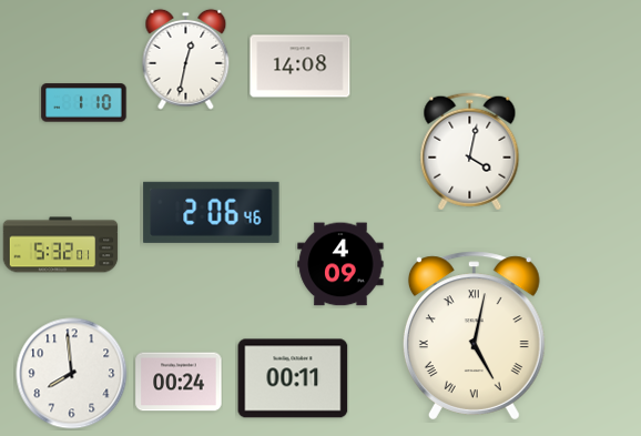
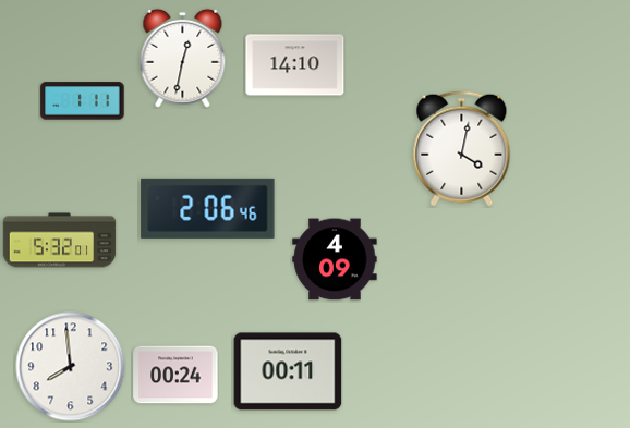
clock at (301, 67): 14:08 -> 14:10
clock at (84, 103): 1:10 -> 1:11
clock at (474, 336): 5:02 -> none
